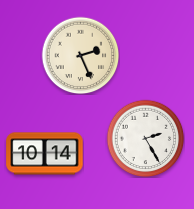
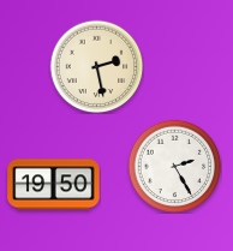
clock at (80, 55): 2:26 -> 2:28
clock at (45, 154): 10:14 -> 19:50
